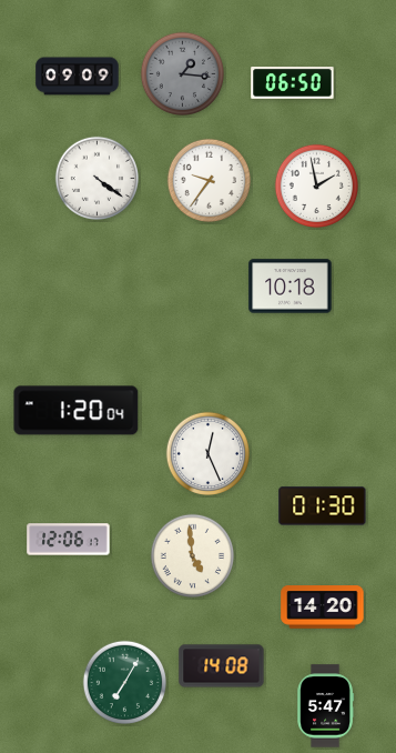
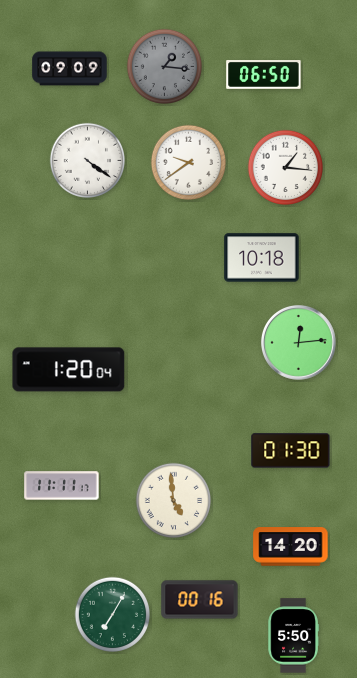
clock at (209, 180): 9:36 -> 9:39
clock at (316, 185): 1:58 -> 1:16
clock at (299, 343): none -> 12:14
clock at (207, 453): 12:26 -> none
clock at (323, 506) position: (323, 506) -> (291, 451)
clock at (69, 540): 12:06 -> 11:11
clock at (222, 666): 14:08 -> 00:16
clock at (325, 706): 5:47 -> 5:50
